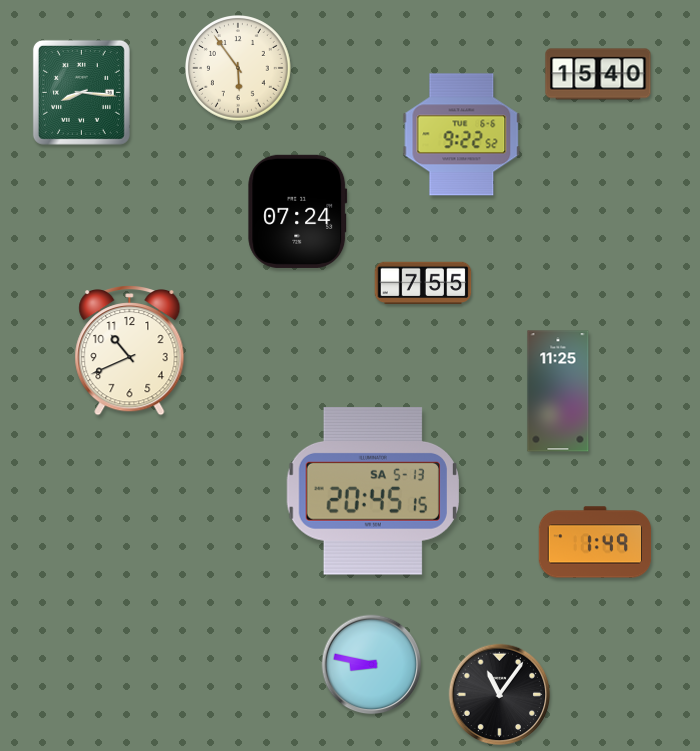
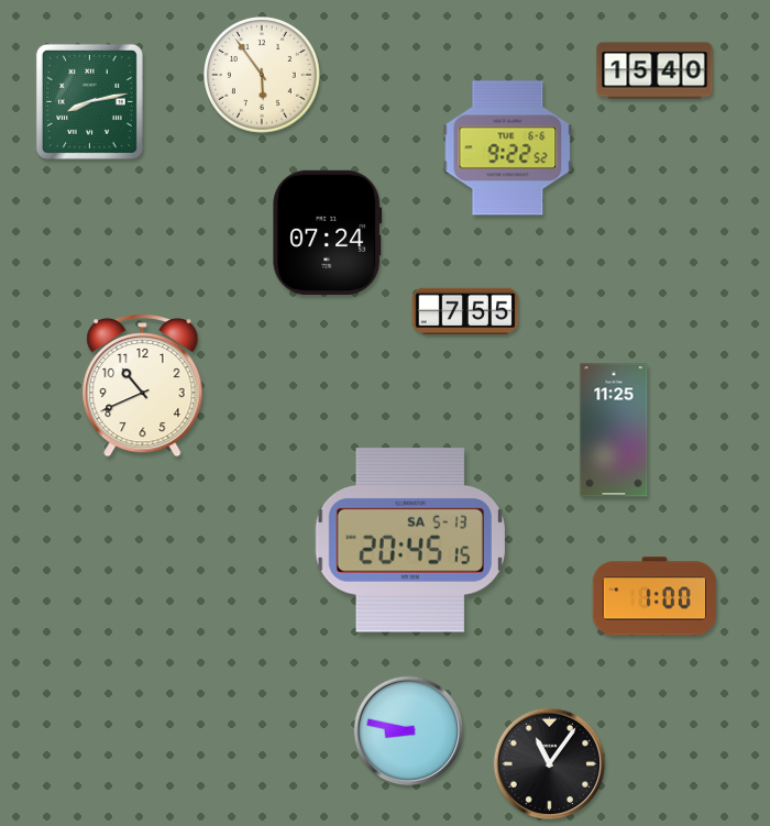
clock at (598, 74) position: (598, 74) -> (654, 70)
clock at (81, 92): 8:16 -> 8:13
clock at (595, 542): 1:49 -> 1:00
